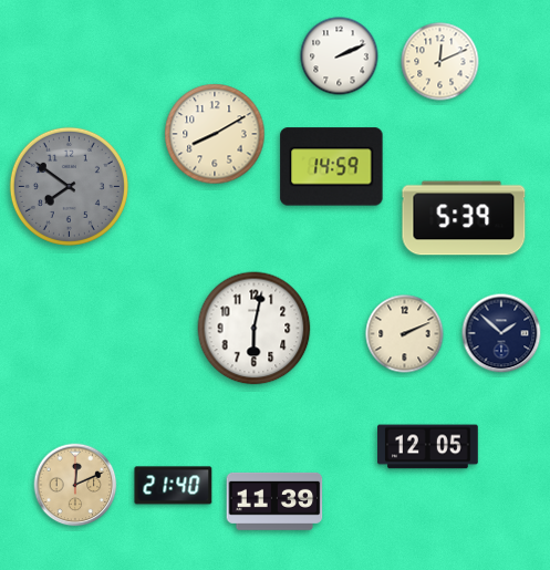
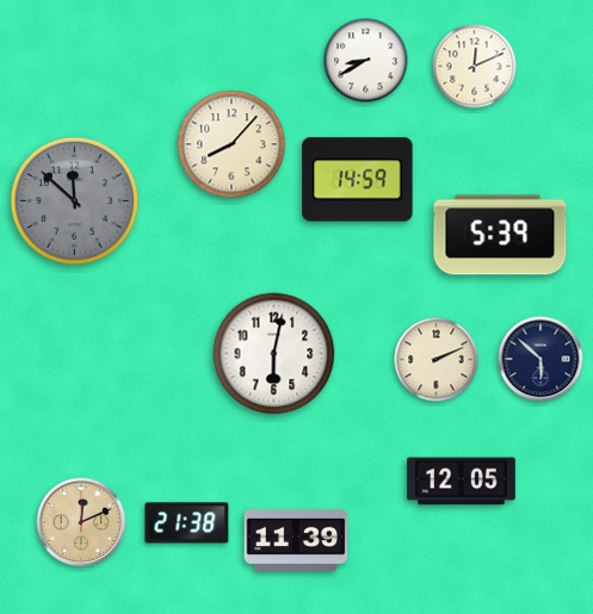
clock at (340, 56): 2:11 -> 8:40
clock at (215, 134): 8:10 -> 8:07
clock at (69, 186): 7:51 -> 11:52
clock at (501, 333): 1:52 -> 5:52
clock at (174, 486): 21:40 -> 21:38
